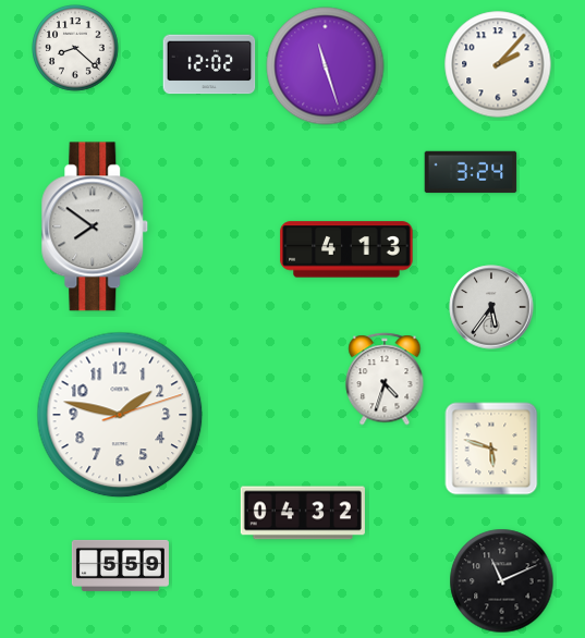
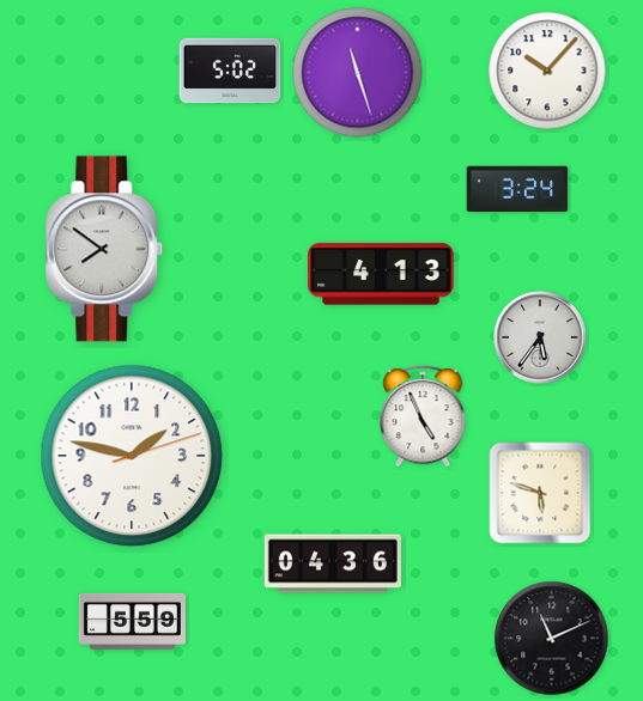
clock at (75, 48): 8:22 -> none
clock at (209, 64): 12:02 -> 5:02
clock at (498, 64): 2:07 -> 10:07
clock at (385, 379): 4:33 -> 4:56
clock at (303, 513): 04:32 -> 04:36
